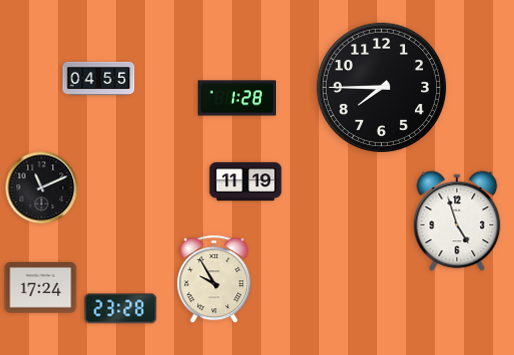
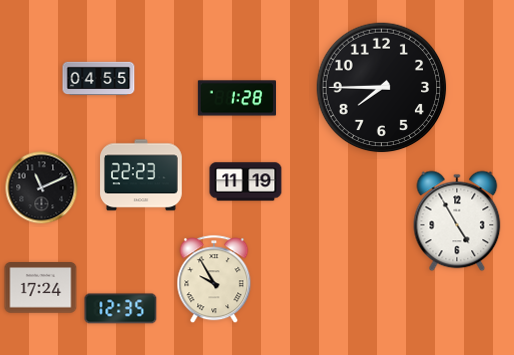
clock at (141, 175): none -> 22:23
clock at (457, 221): 4:57 -> 4:55
clock at (121, 309): 23:28 -> 12:35
